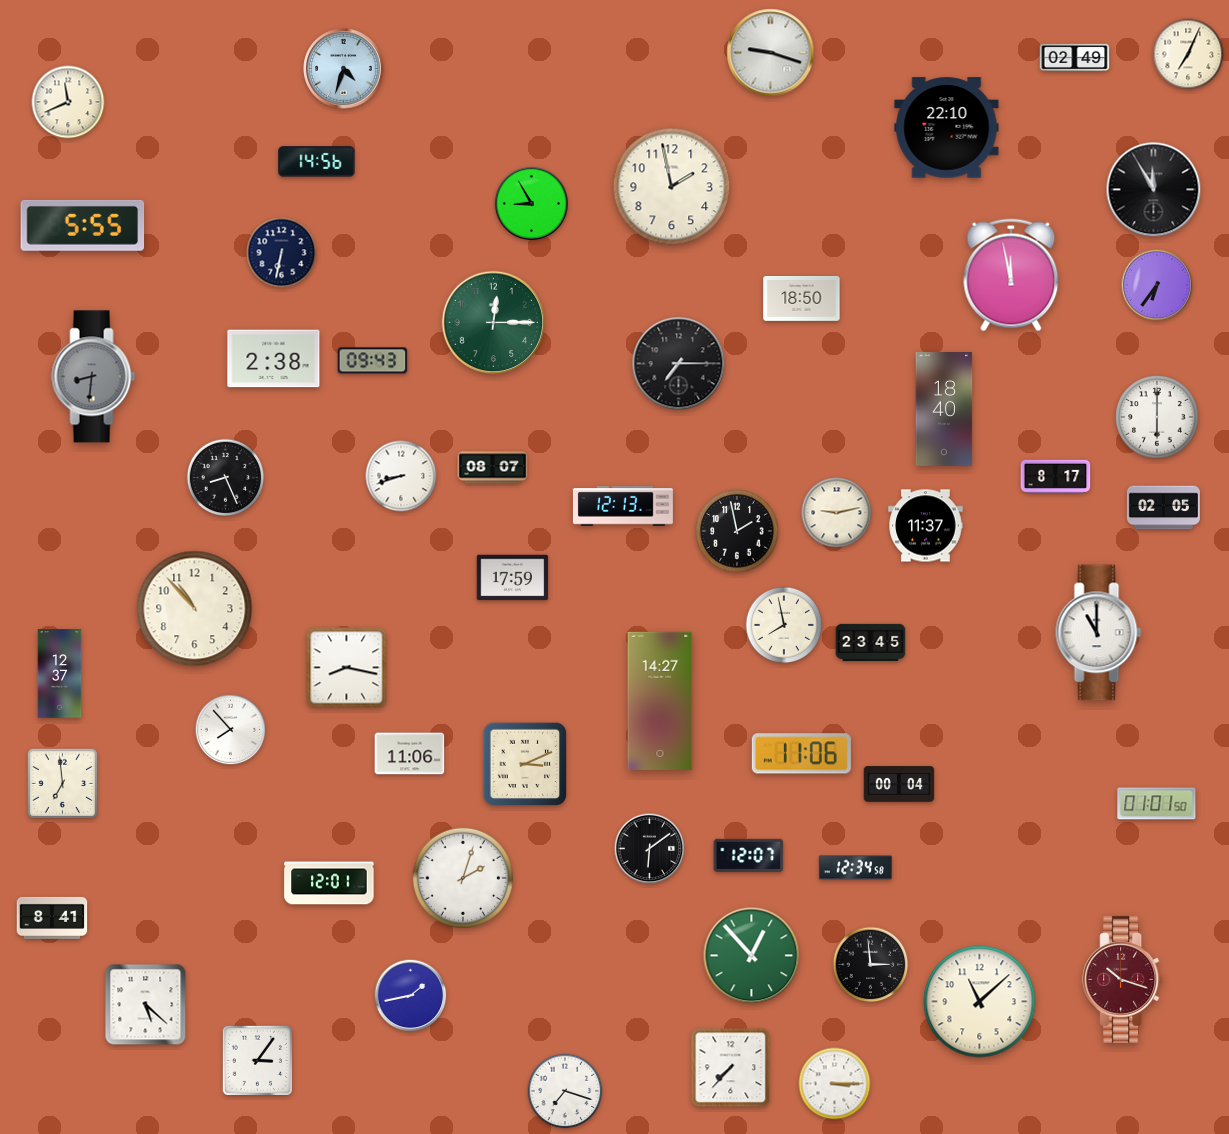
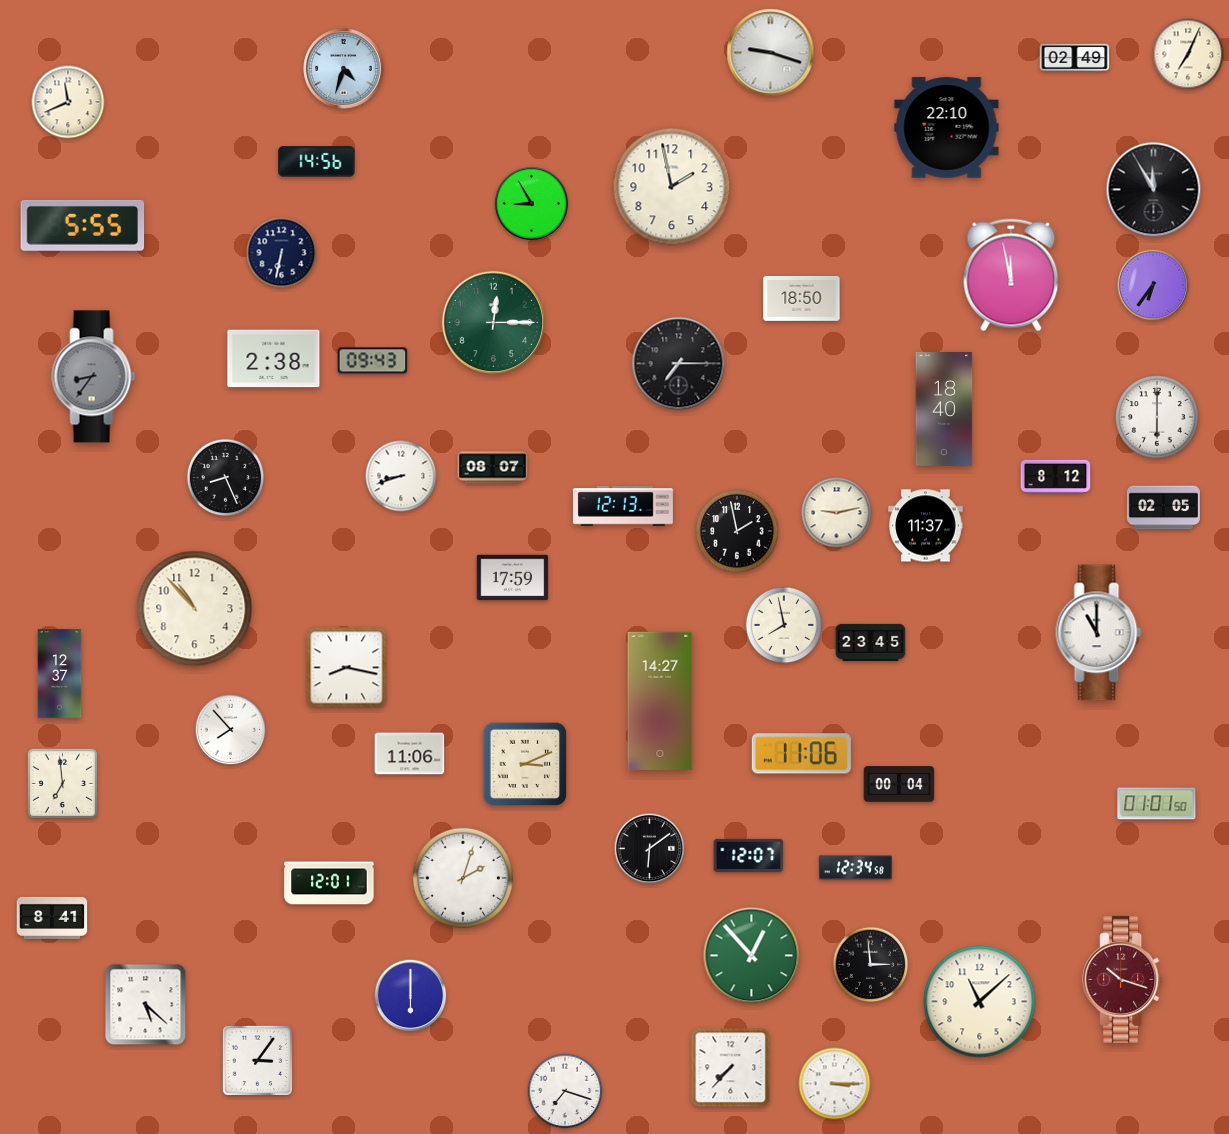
clock at (1157, 285) position: (1157, 285) -> (1153, 285)
clock at (94, 377): 8:31 -> 8:36
clock at (1056, 476): 8:17 -> 8:12
clock at (411, 996): 1:43 -> 6:00
